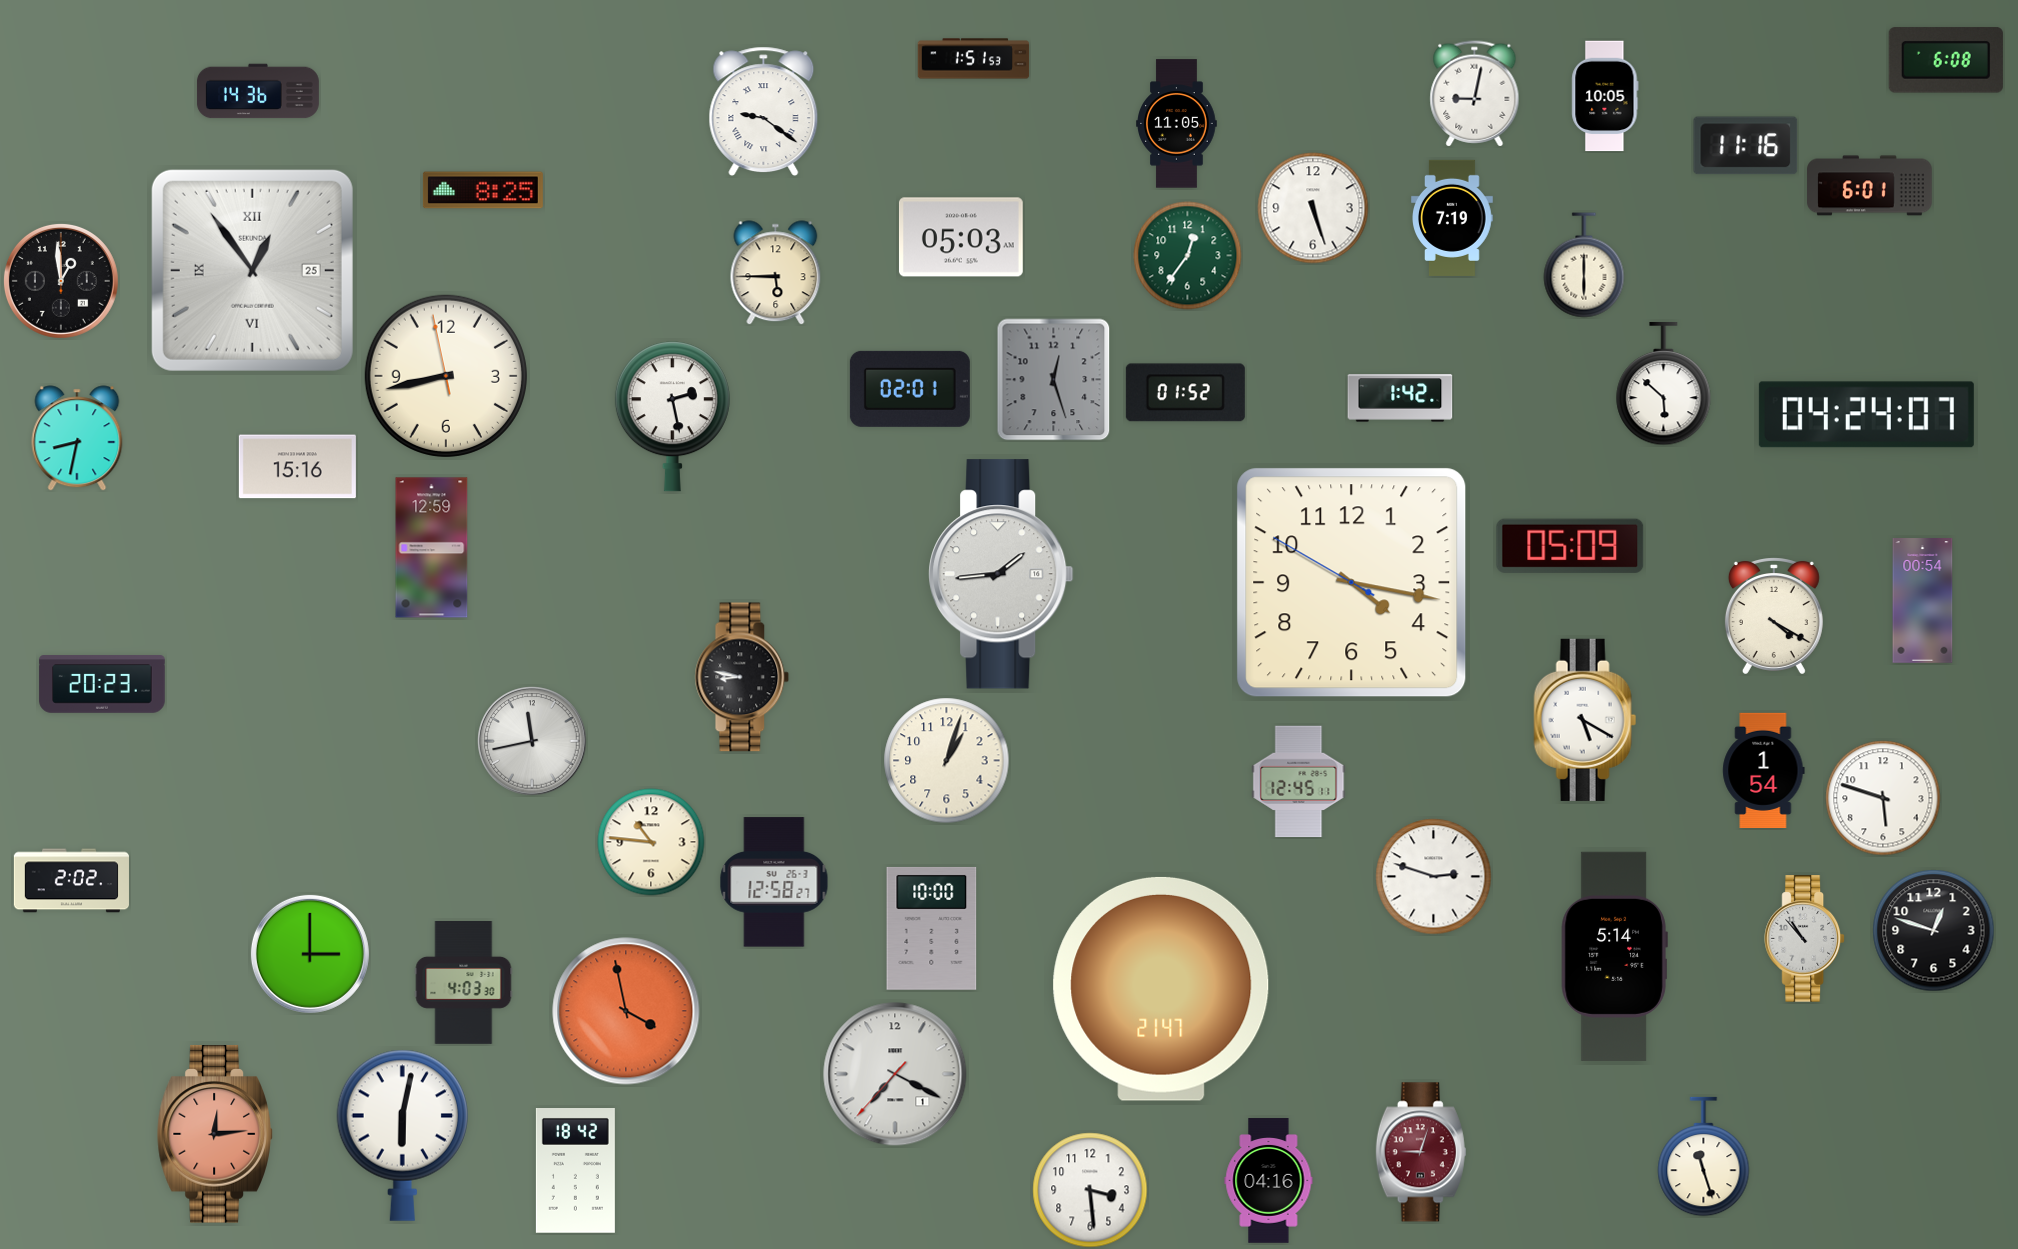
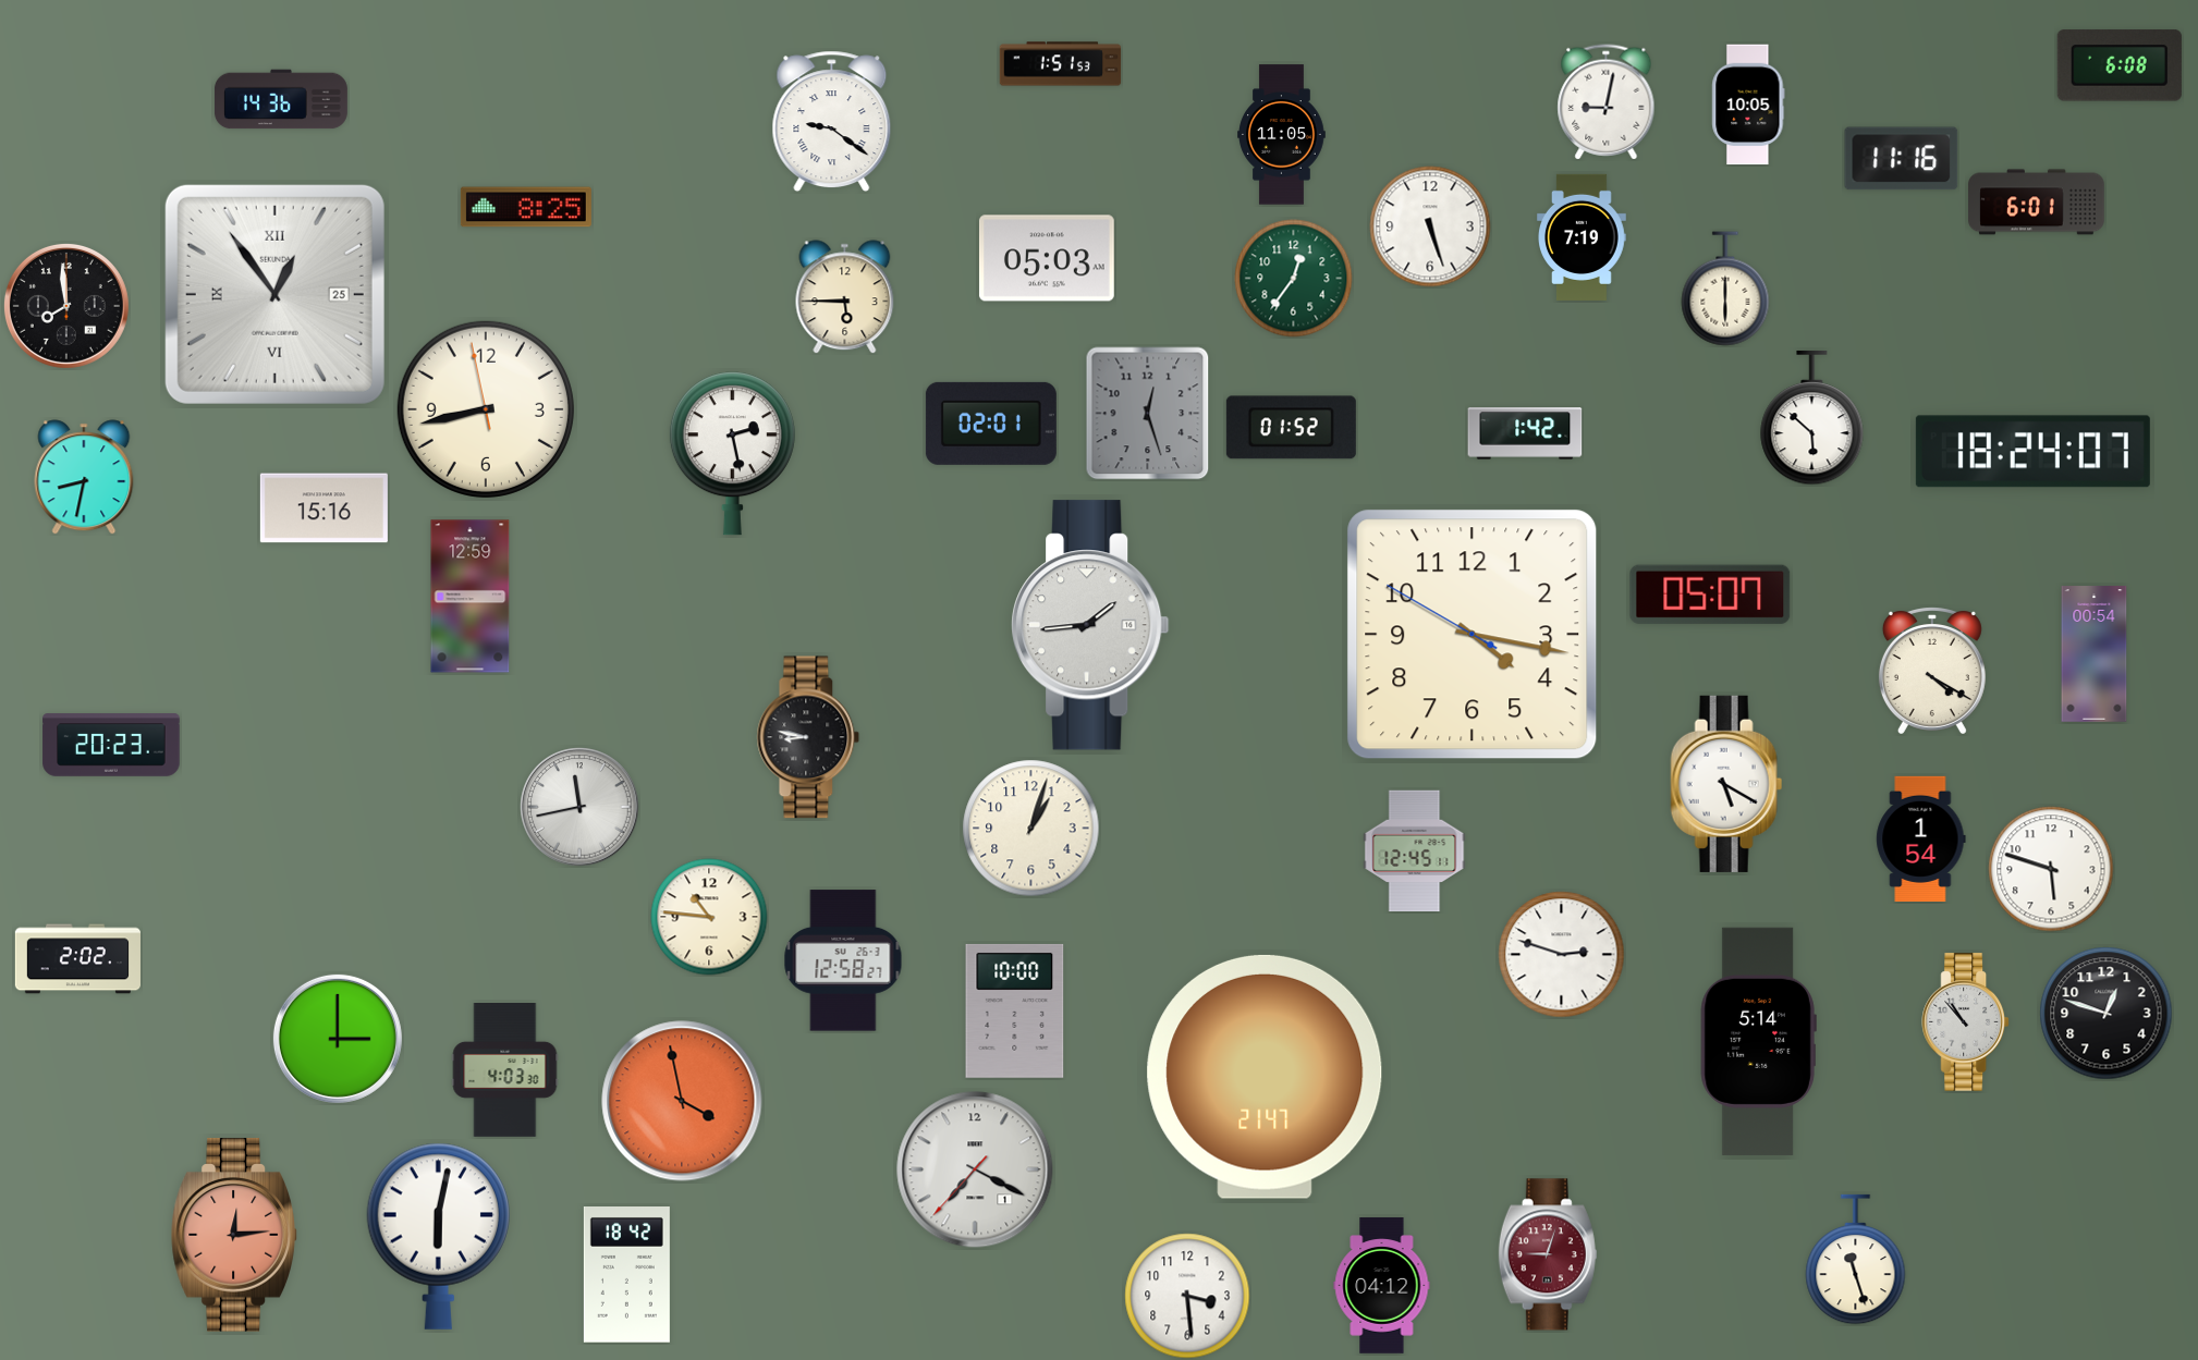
clock at (61, 281): 12:59 -> 7:59
clock at (1866, 415): 04:24 -> 18:24
clock at (1570, 546): 05:09 -> 05:07
clock at (1269, 1181): 04:16 -> 04:12
